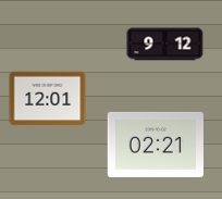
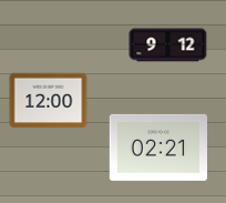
clock at (48, 99): 12:01 -> 12:00
